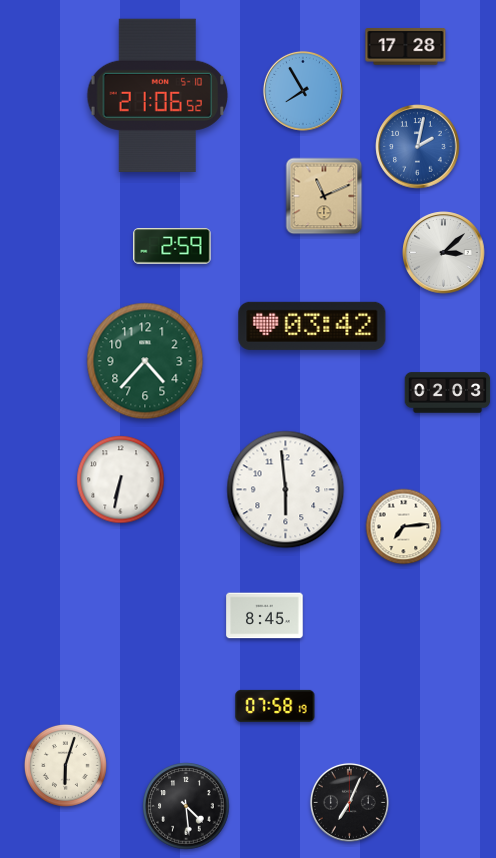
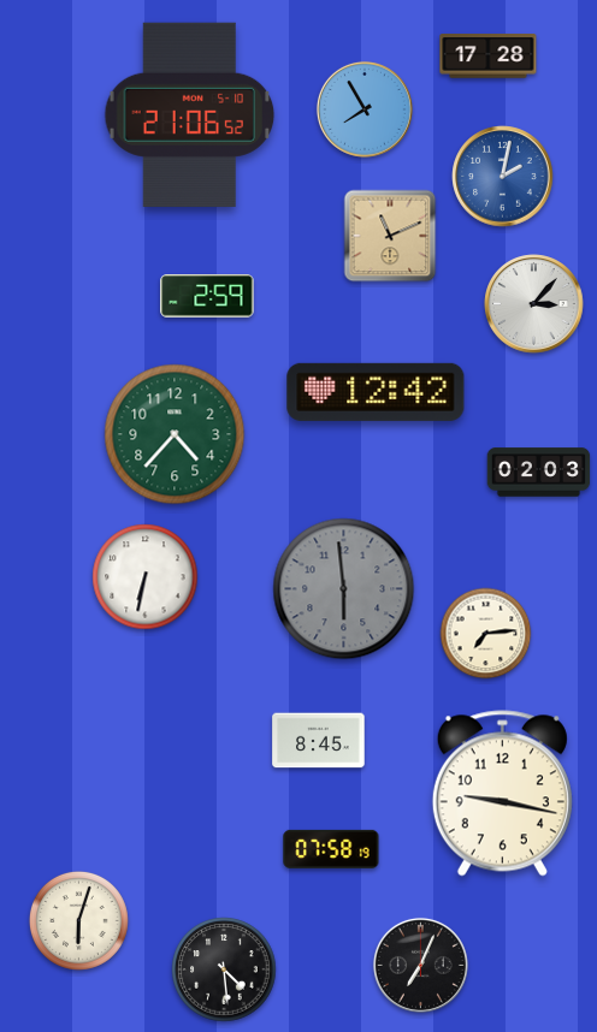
clock at (444, 253): 3:08 -> 3:07
clock at (312, 326): 03:42 -> 12:42
clock at (286, 490) dial: white -> grey
clock at (502, 794): none -> 9:17
